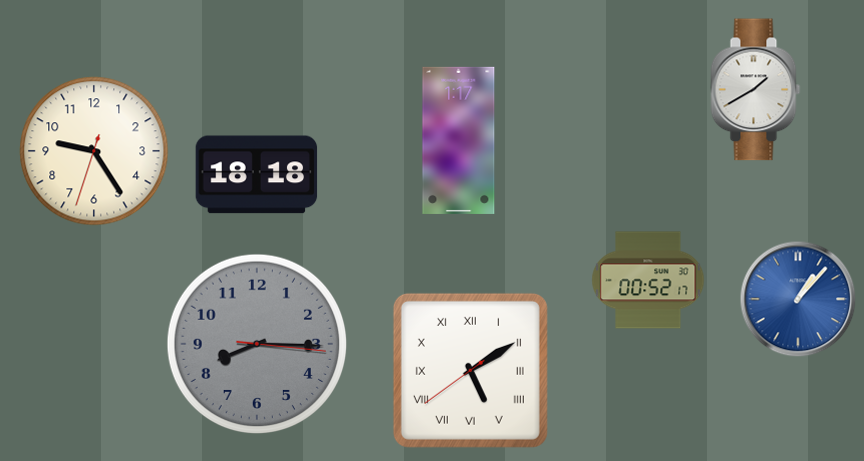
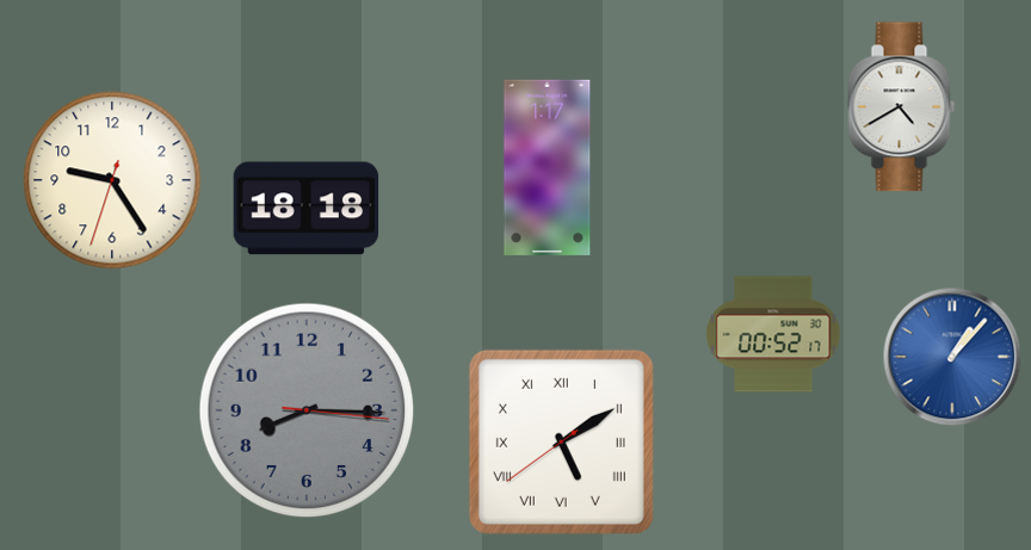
clock at (756, 90): 1:40 -> 4:40
